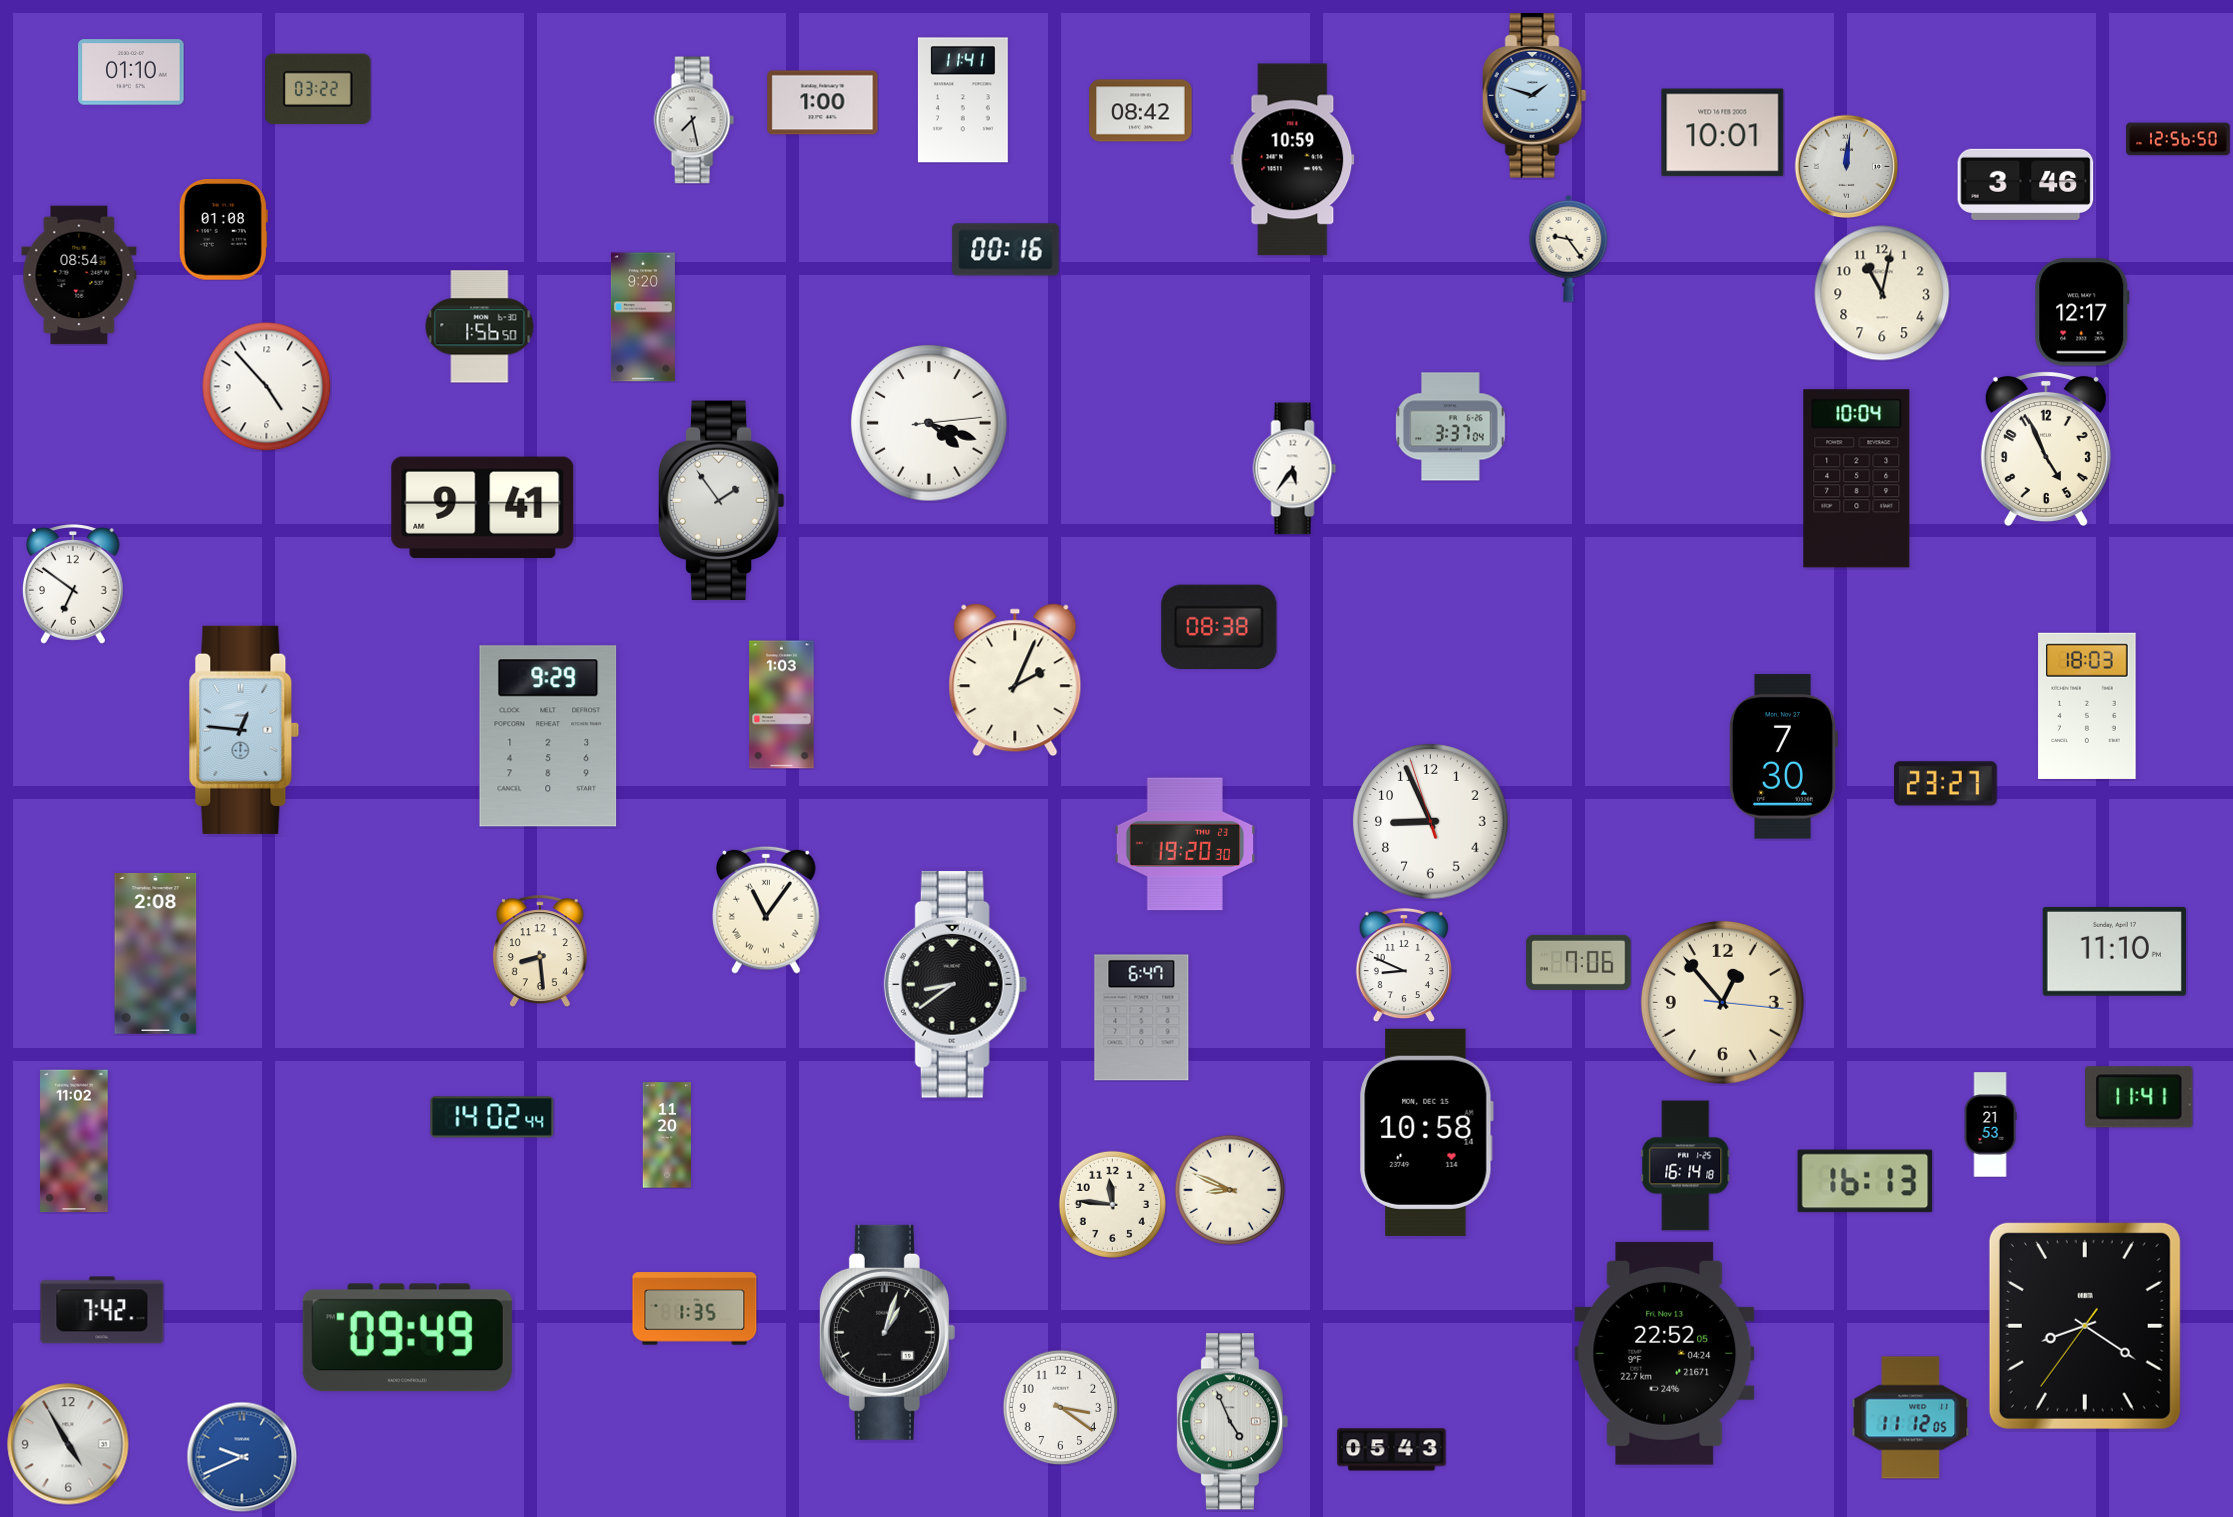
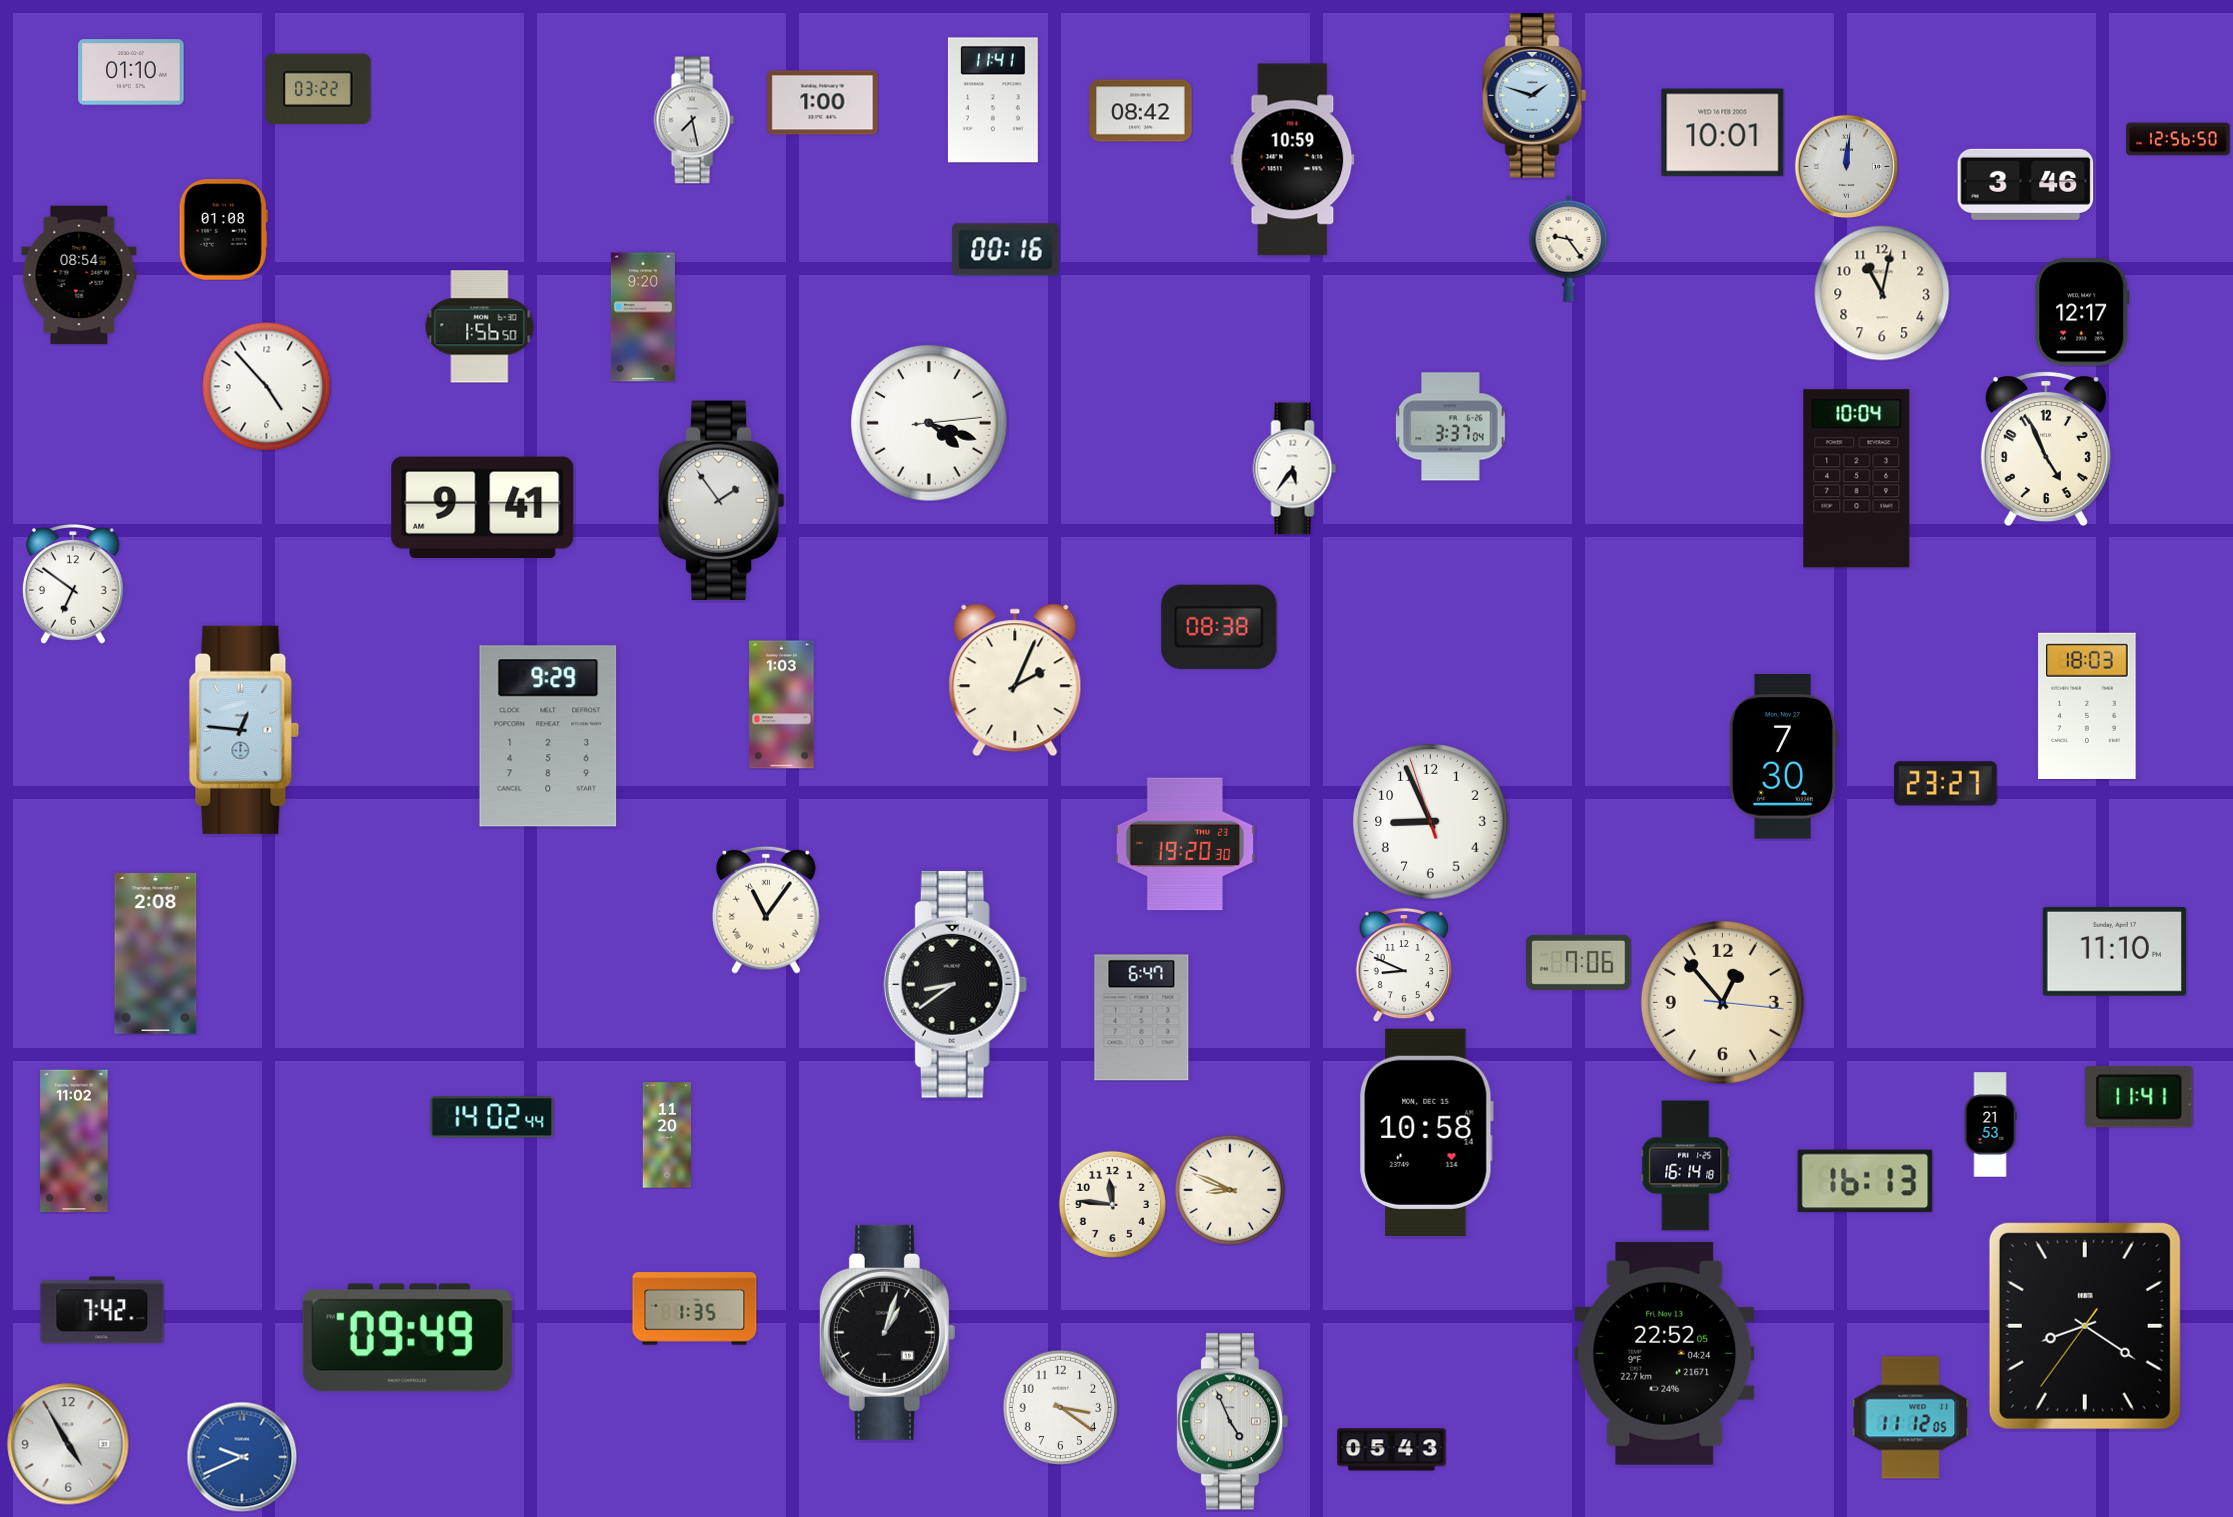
clock at (963, 100) position: (963, 100) -> (993, 100)
clock at (540, 951): 8:29 -> none
